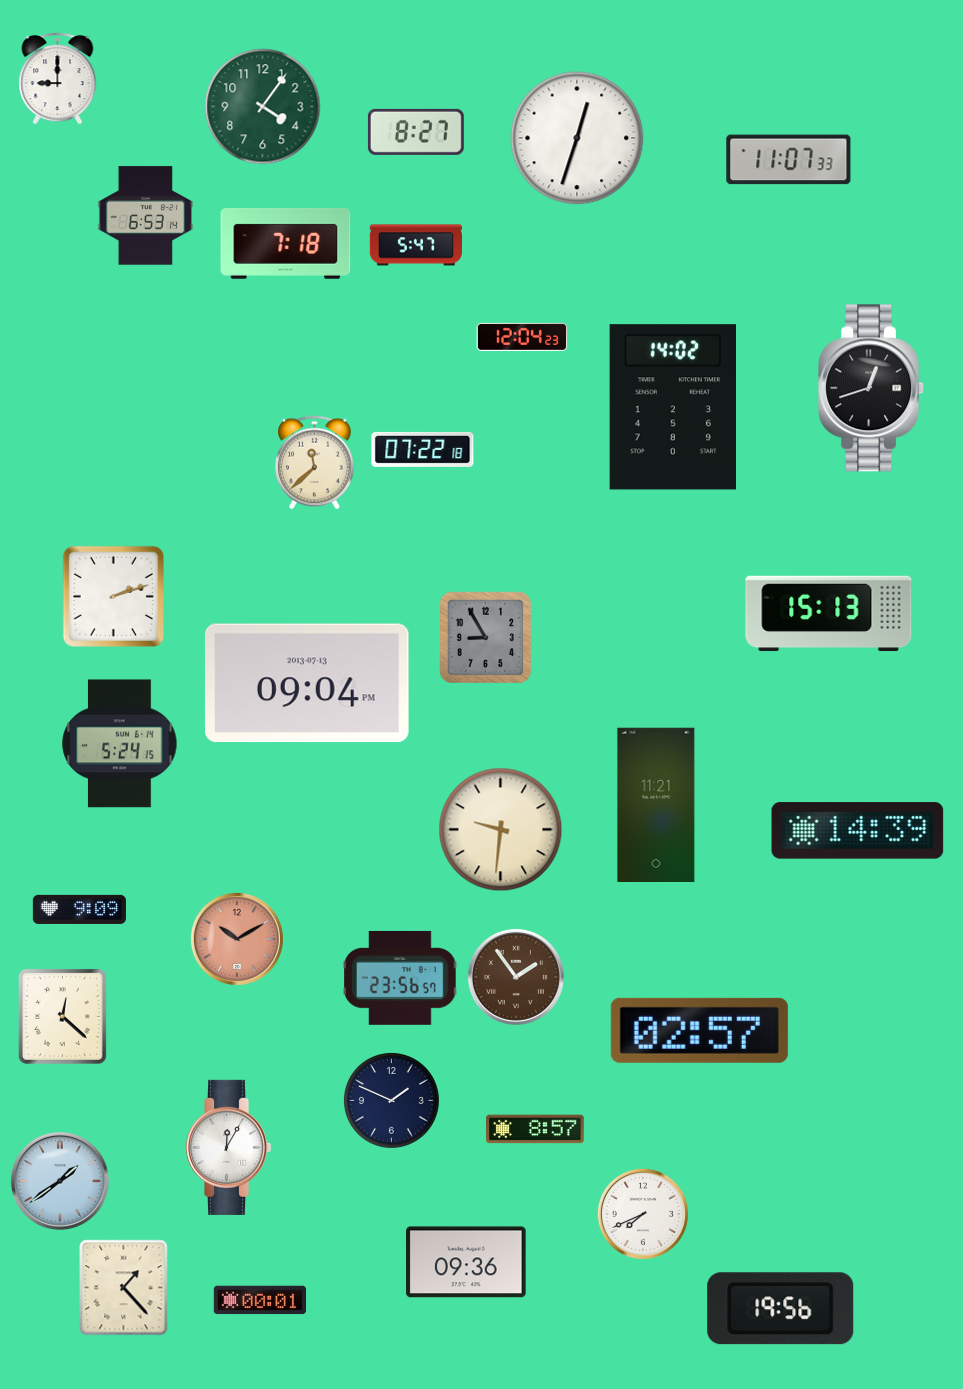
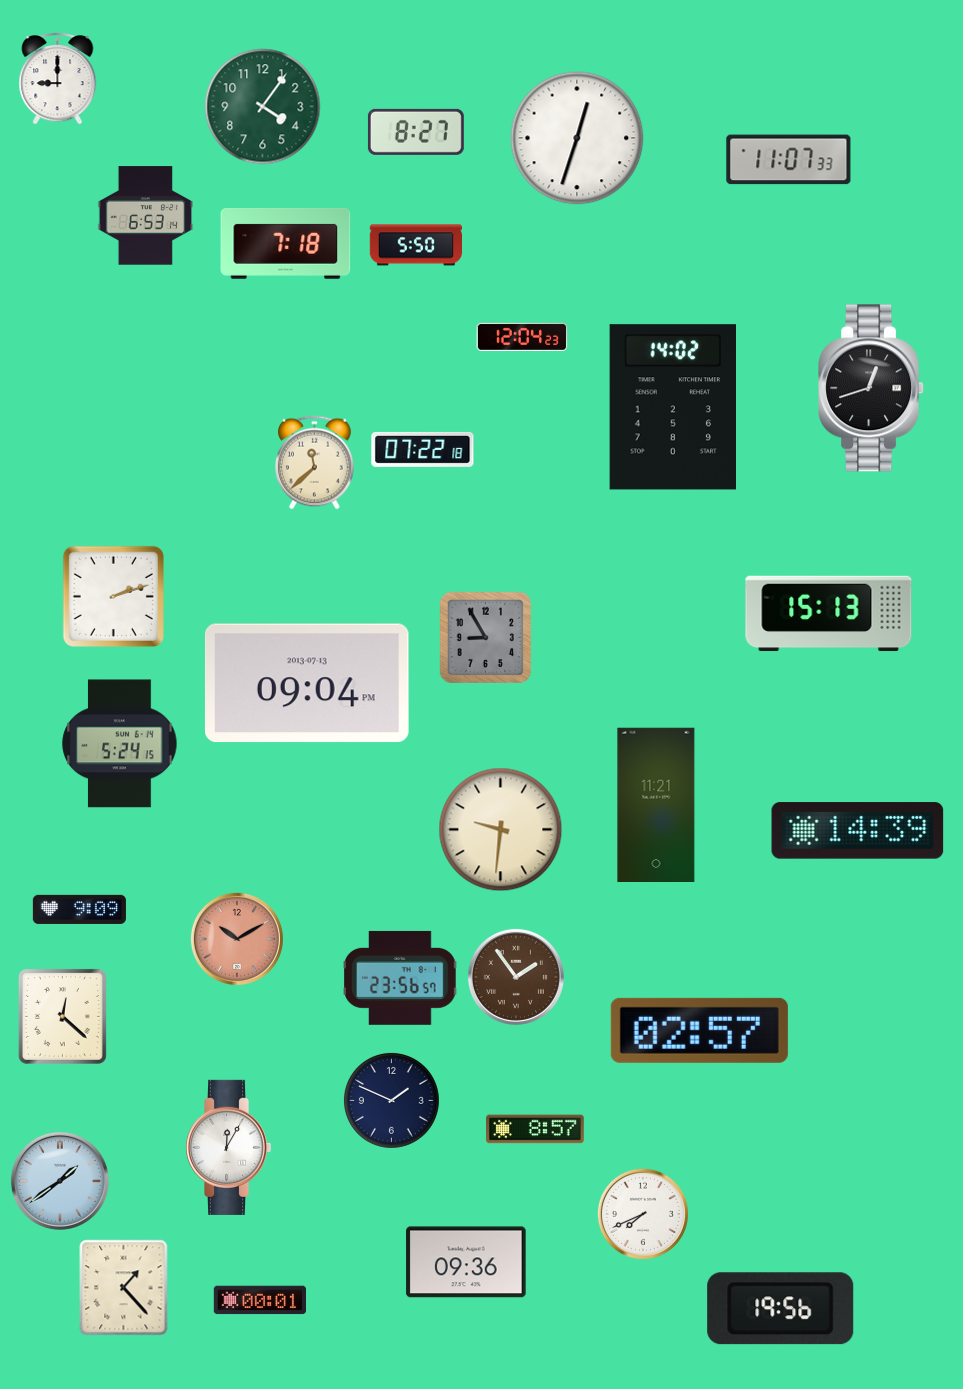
clock at (415, 245): 5:47 -> 5:50
